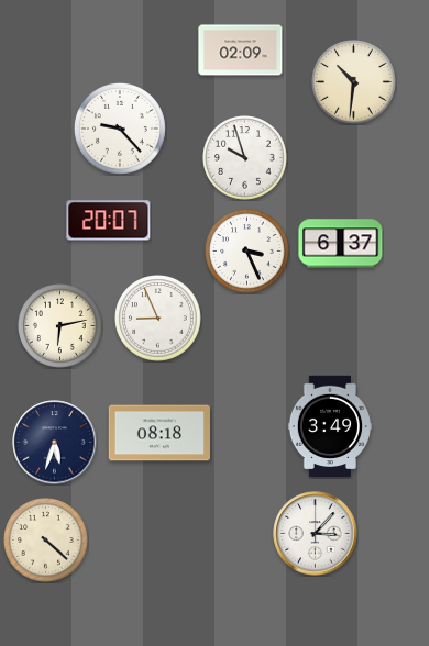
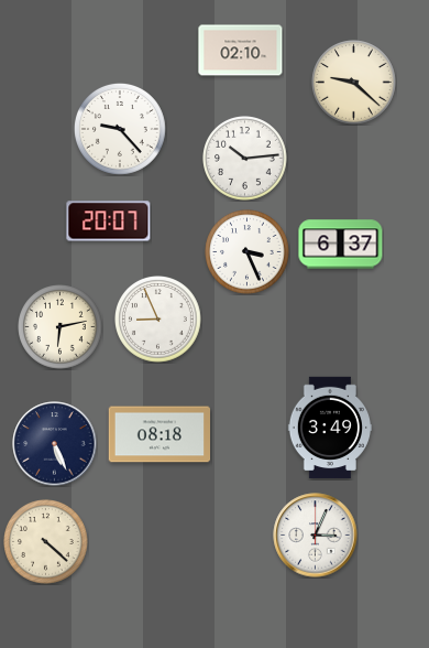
clock at (241, 51): 02:09 -> 02:10
clock at (354, 82): 10:31 -> 9:22
clock at (245, 158): 9:57 -> 10:14
clock at (55, 443): 5:33 -> 5:26
clock at (316, 534): 3:07 -> 3:04
